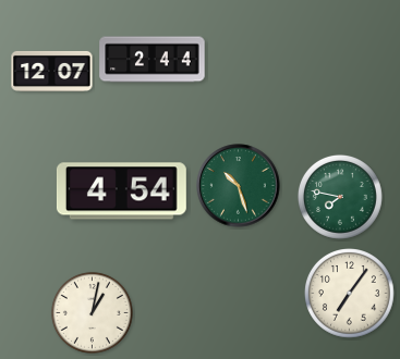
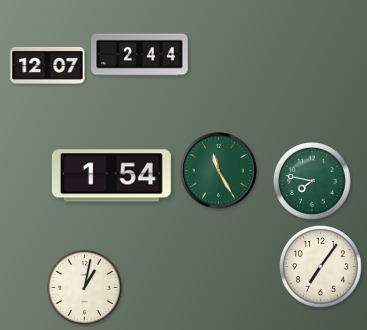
clock at (239, 186): 10:27 -> 11:25
clock at (121, 191): 4:54 -> 1:54
clock at (350, 294) position: (350, 294) -> (321, 267)
